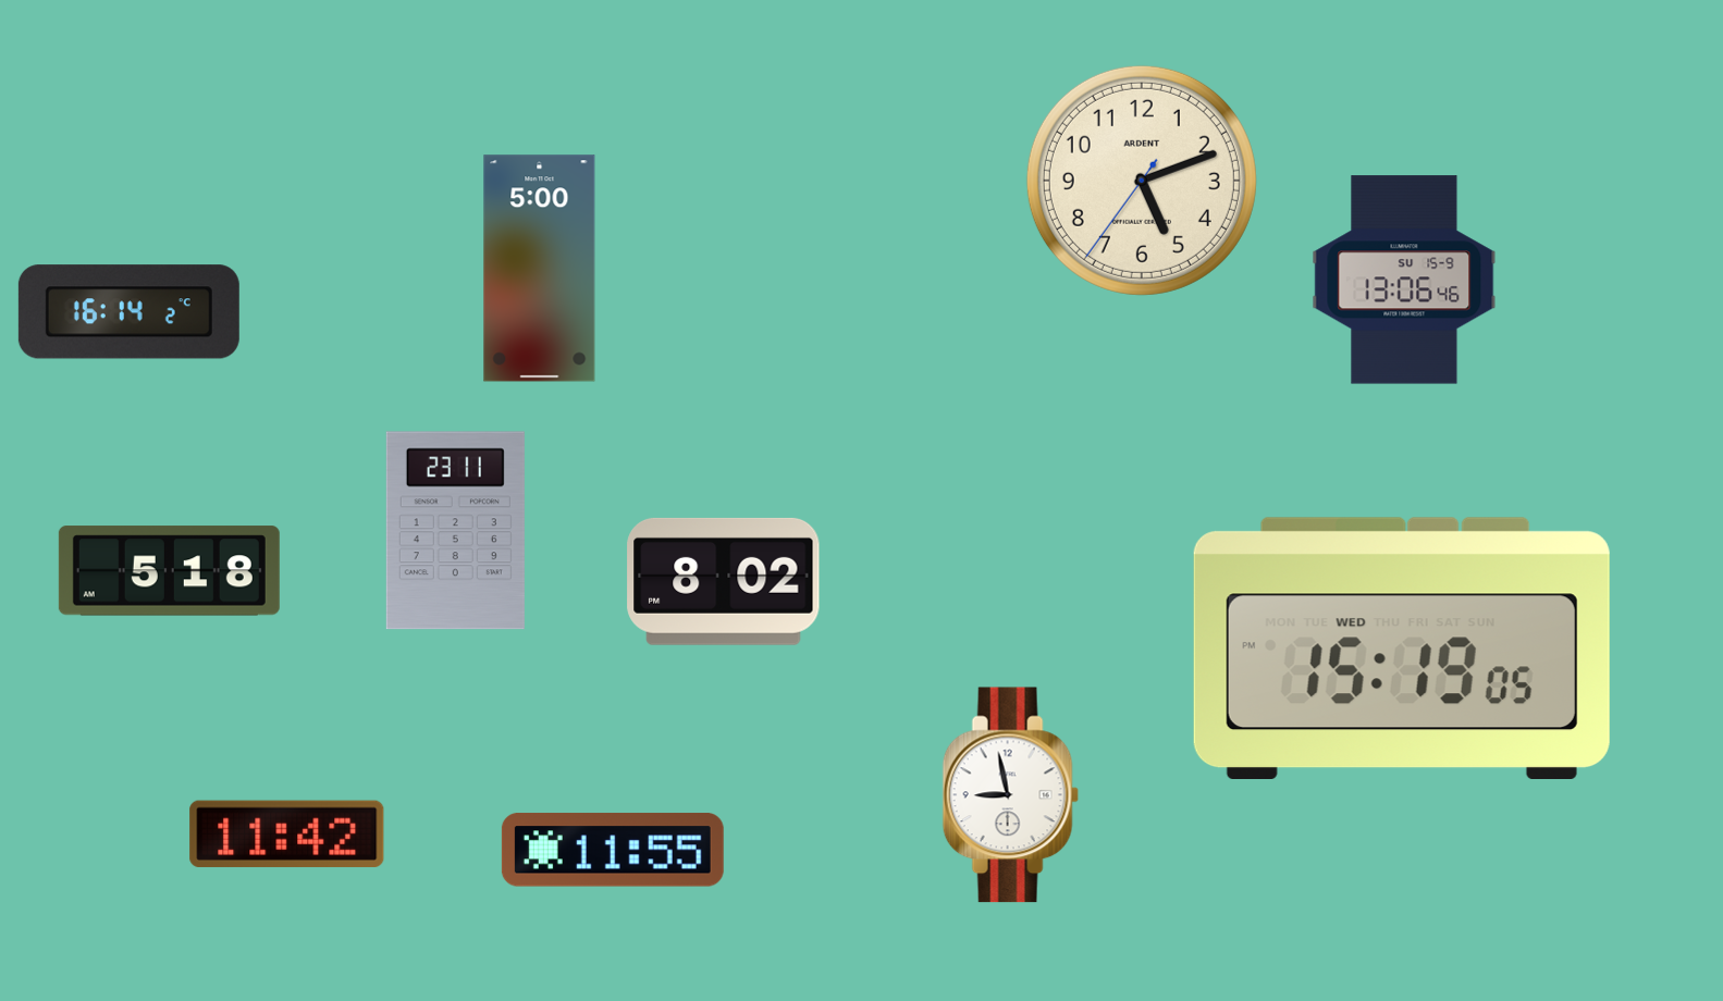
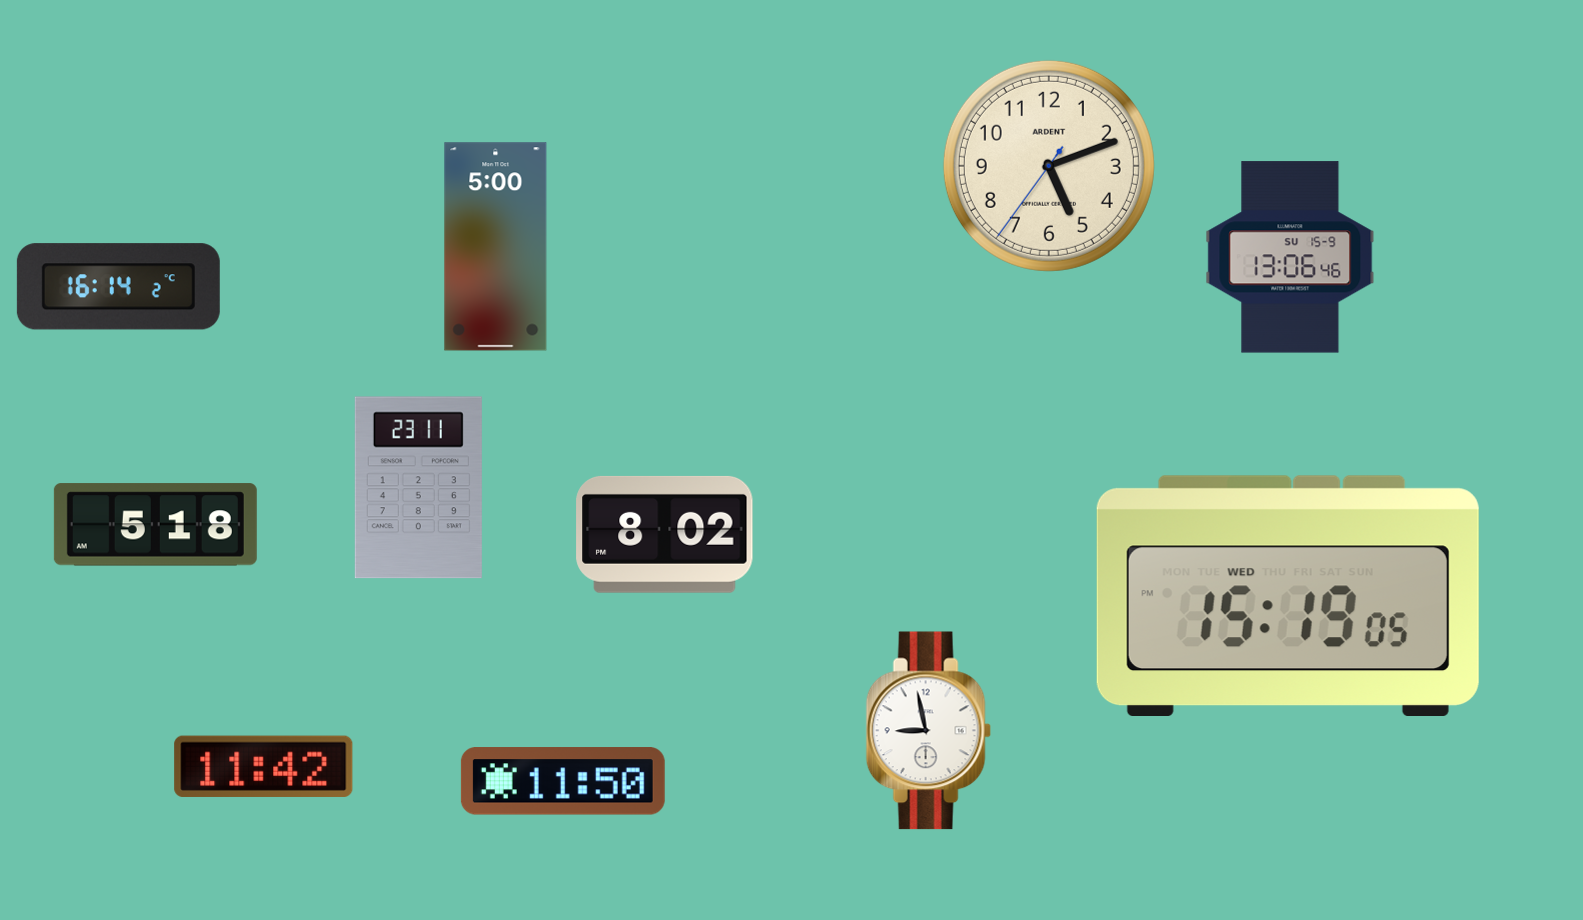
clock at (613, 850): 11:55 -> 11:50
